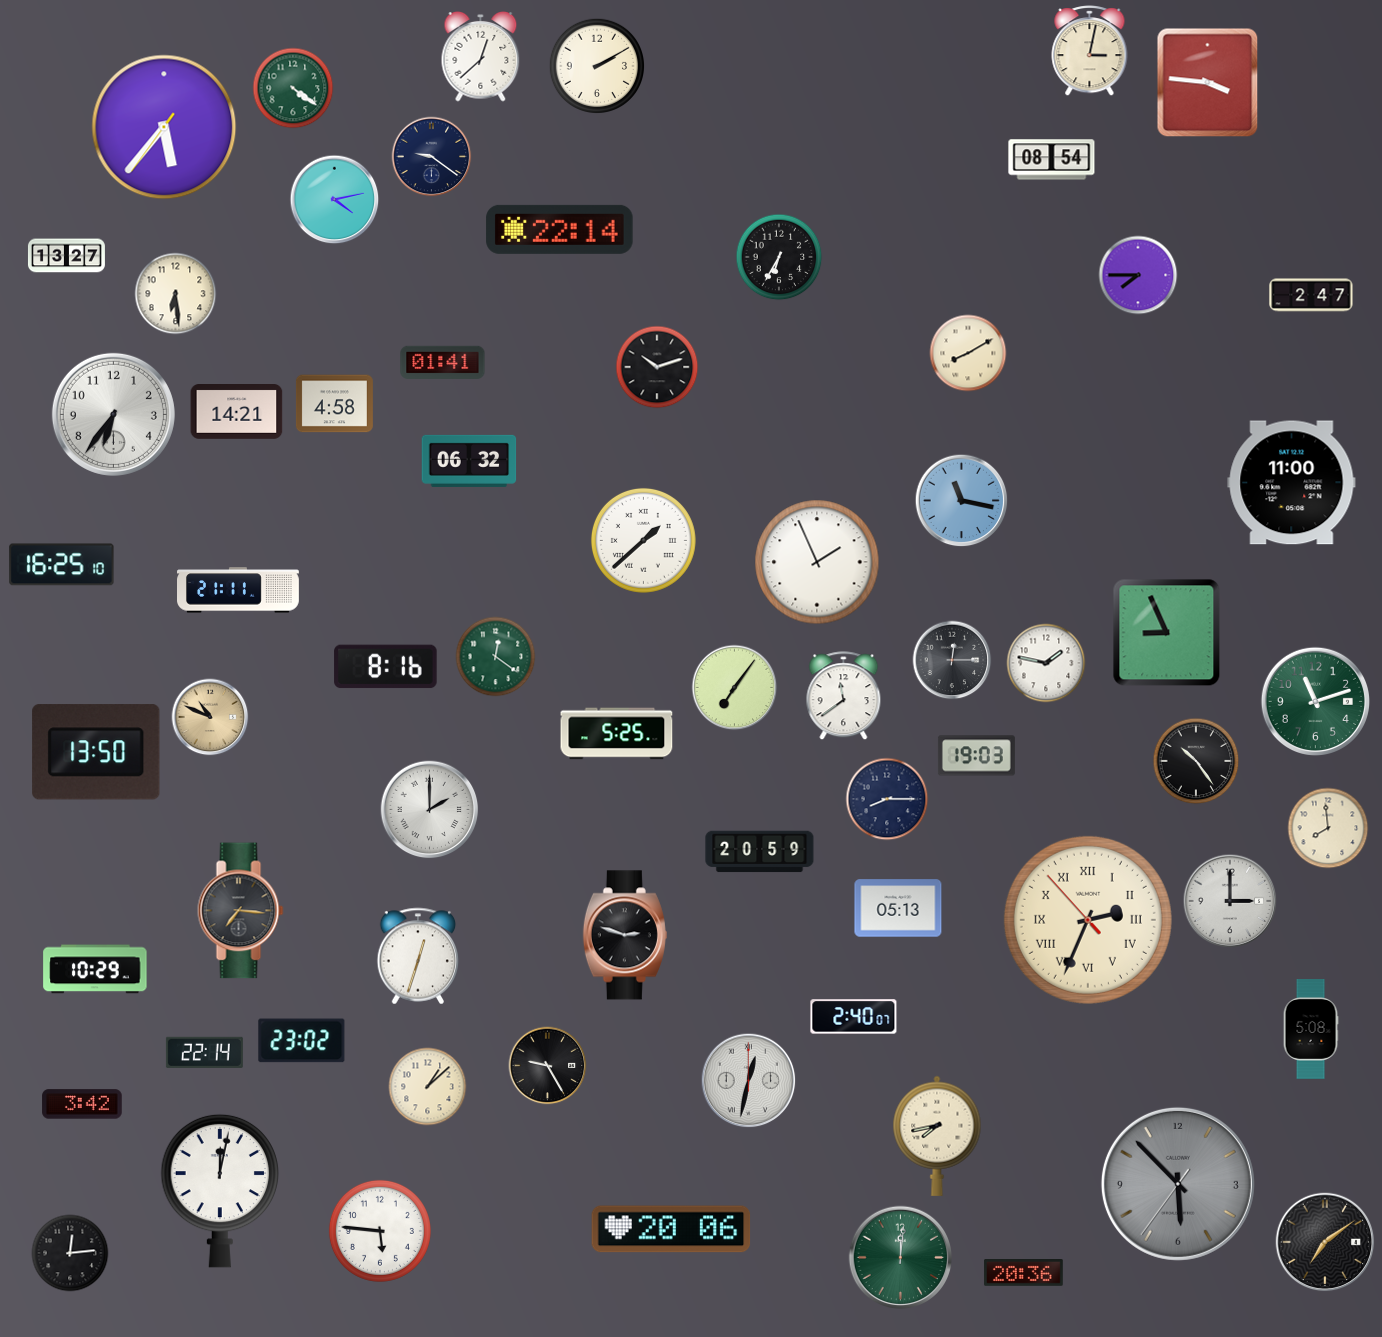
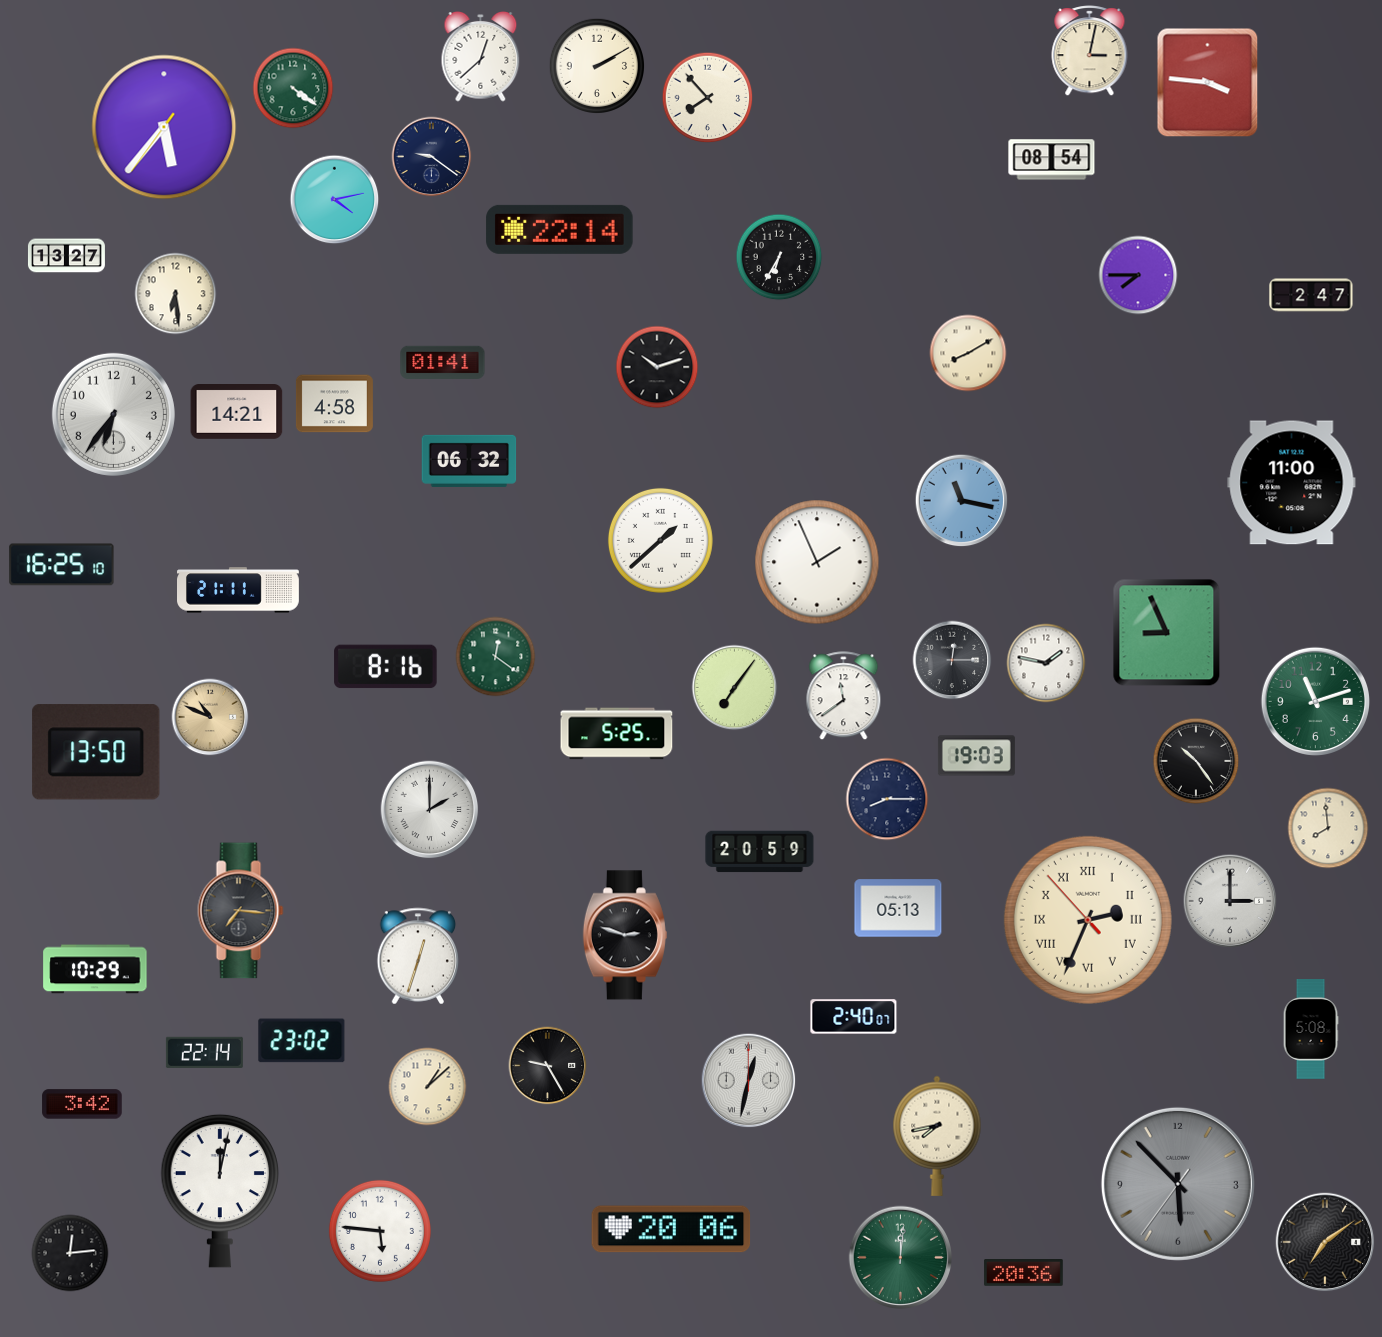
clock at (708, 98): none -> 7:53
clock at (643, 540) position: (643, 540) -> (660, 540)
